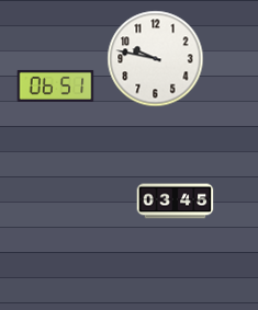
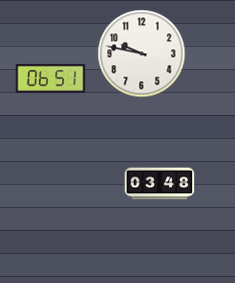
clock at (176, 202): 03:45 -> 03:48
